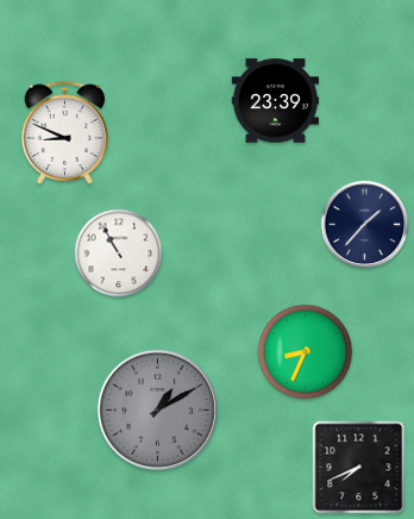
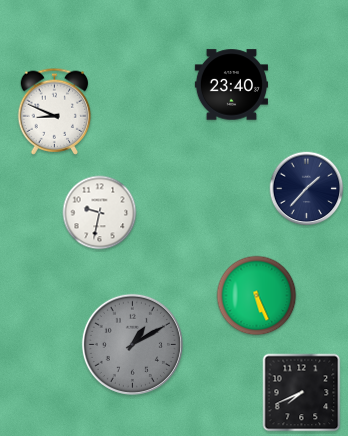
clock at (275, 101): 23:39 -> 23:40
clock at (119, 254): 10:55 -> 9:32
clock at (306, 352): 8:34 -> 5:26
